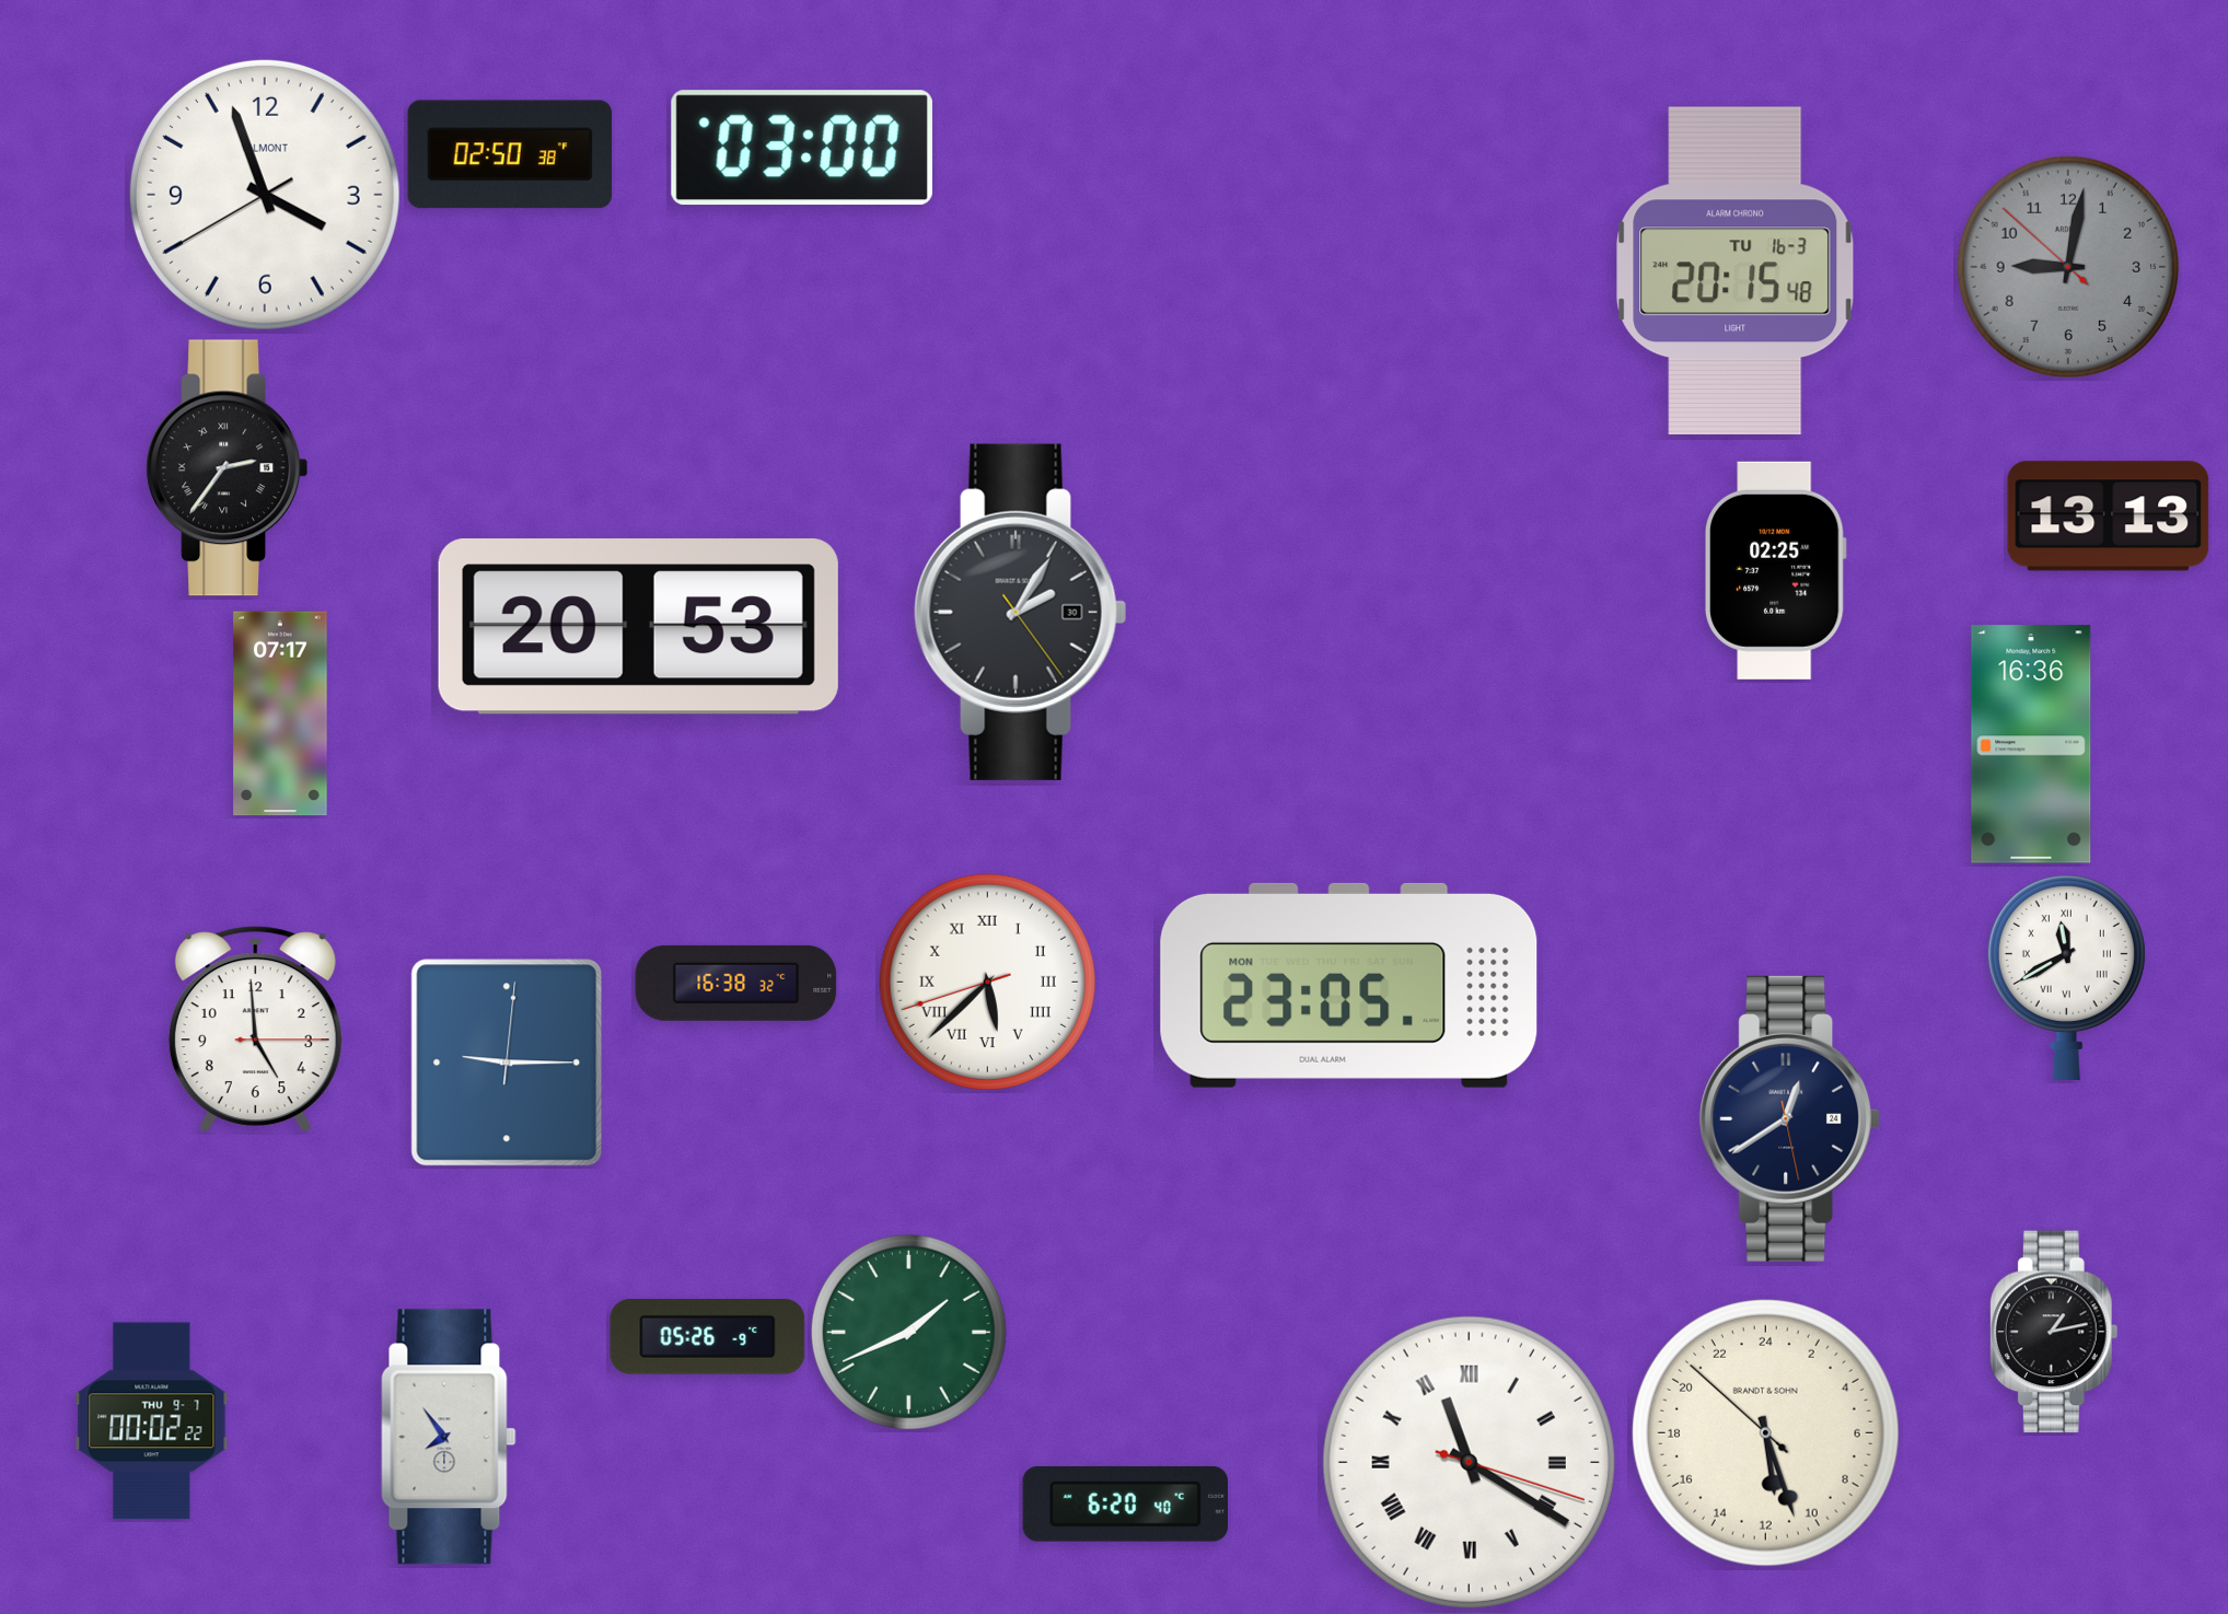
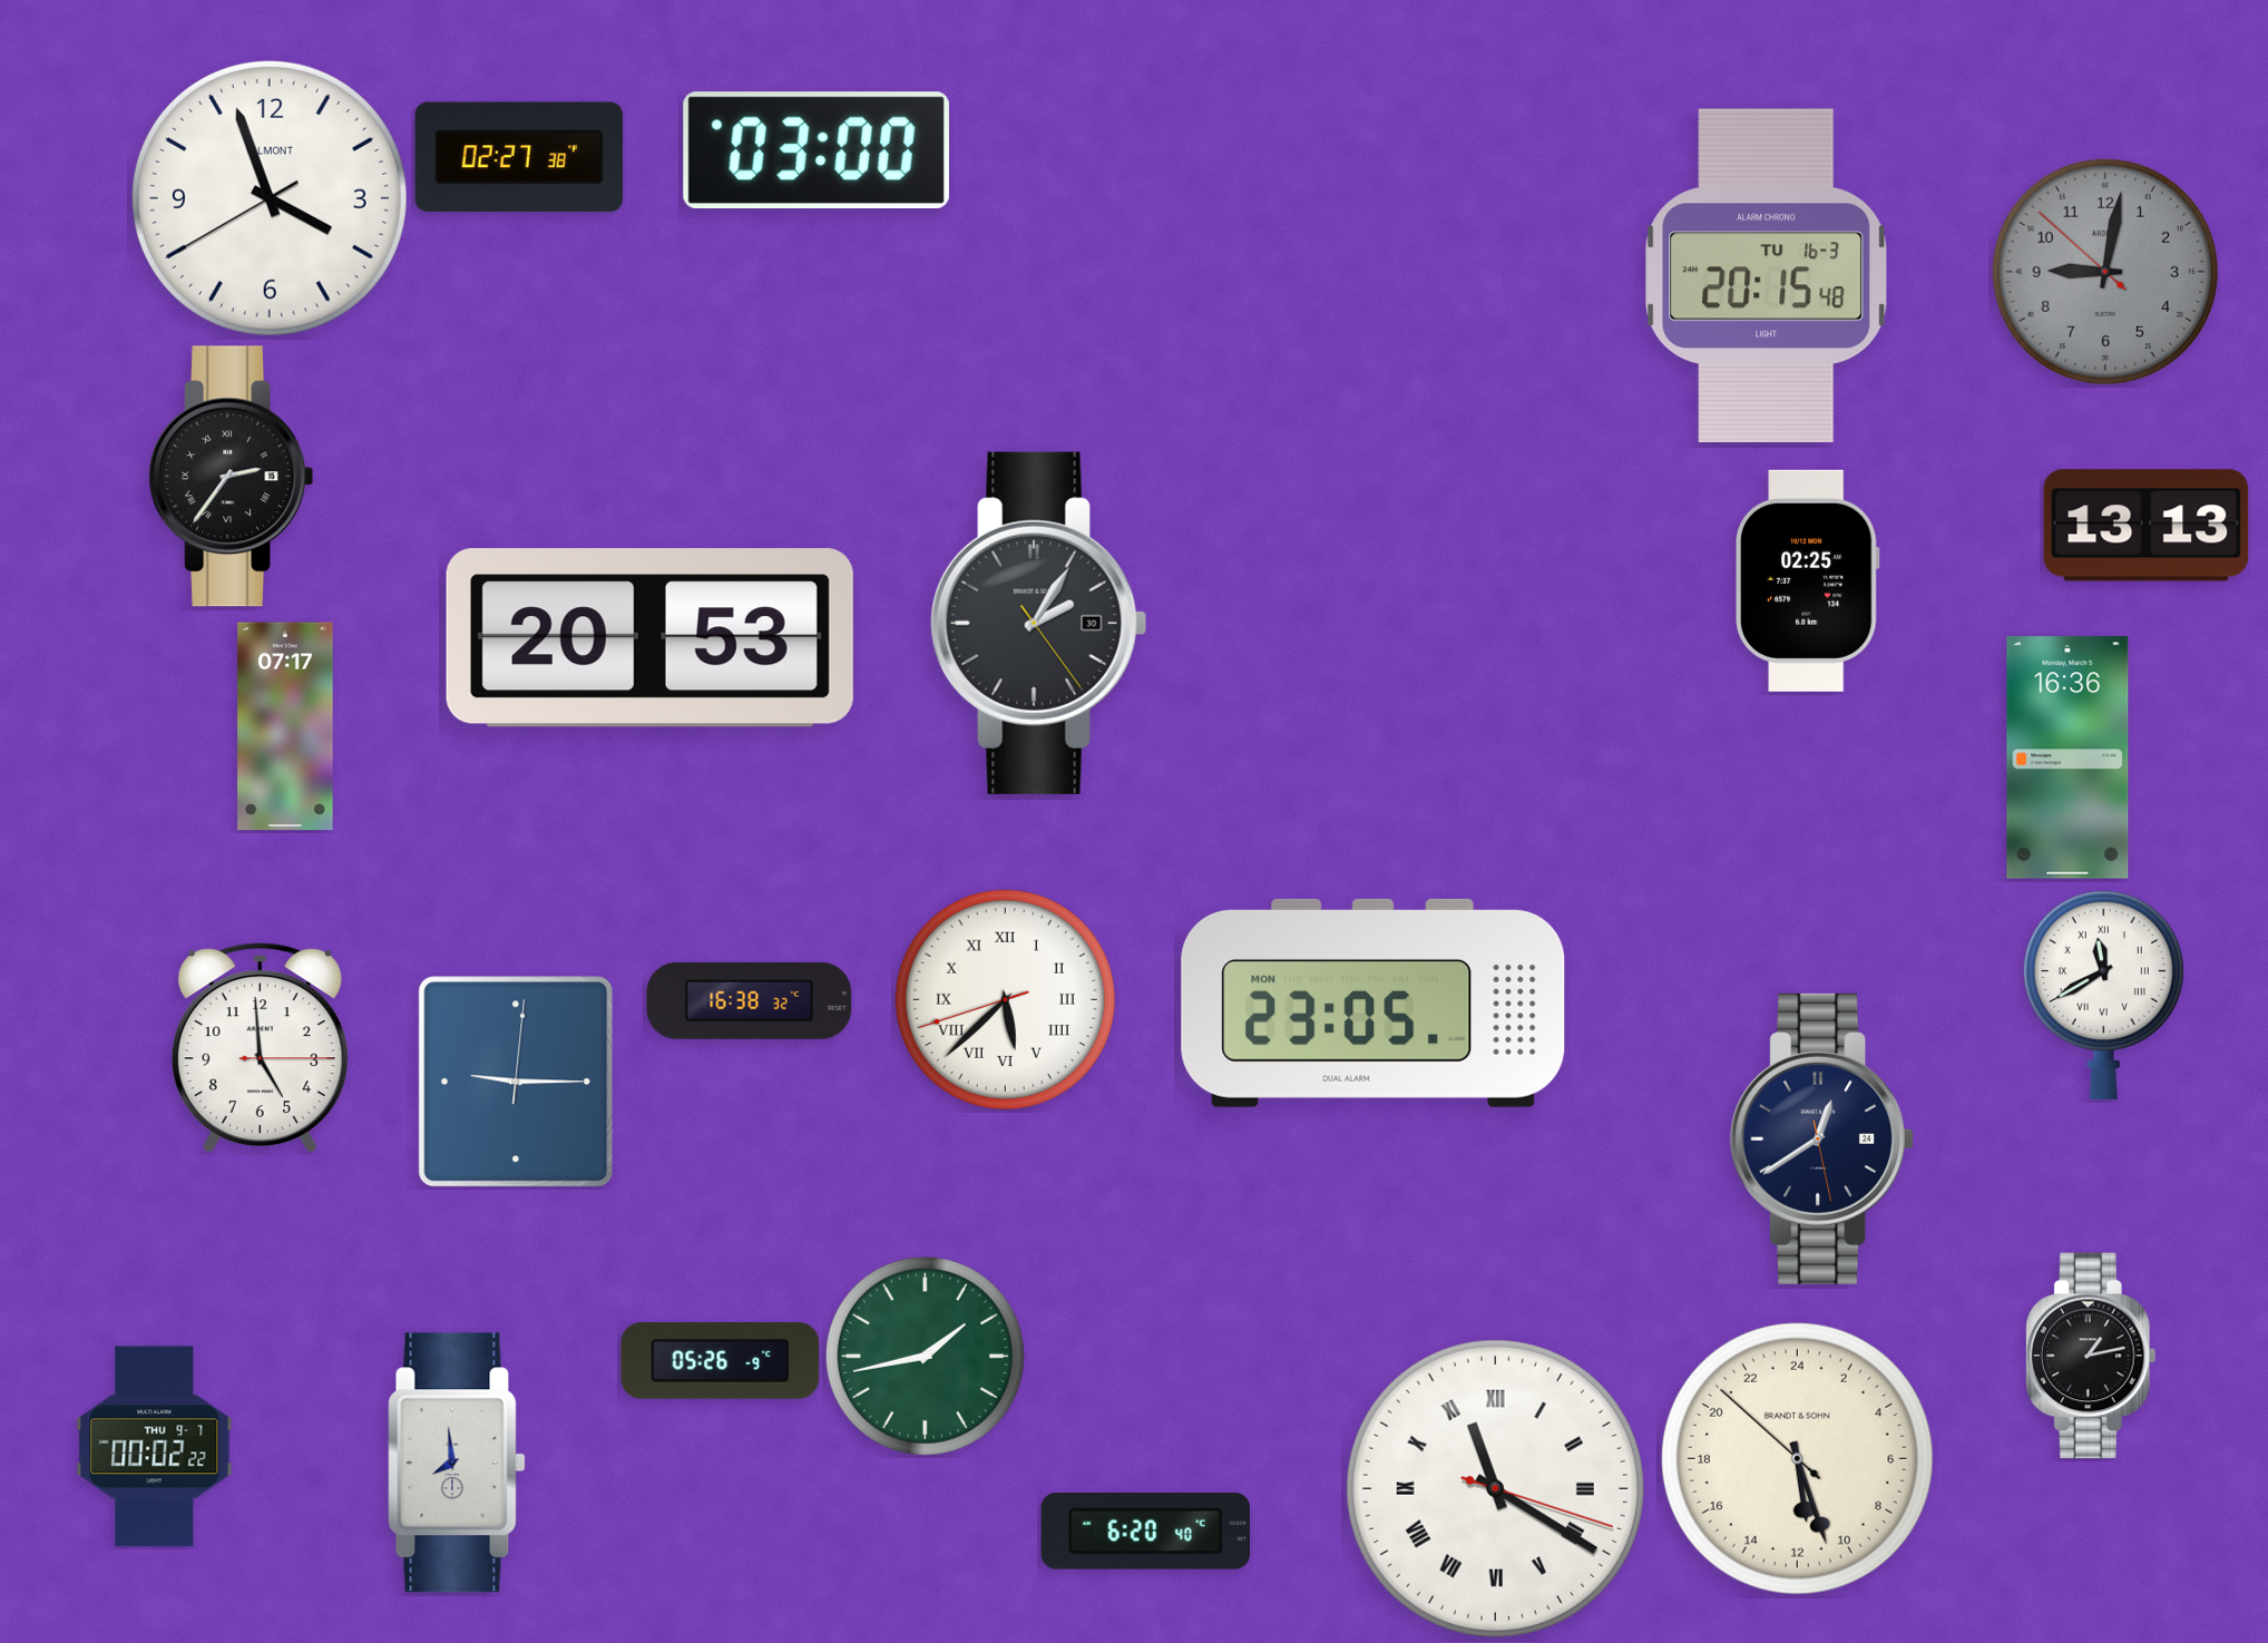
clock at (510, 154): 02:50 -> 02:27
clock at (908, 1332): 1:41 -> 1:43
clock at (449, 1437): 7:54 -> 7:59
